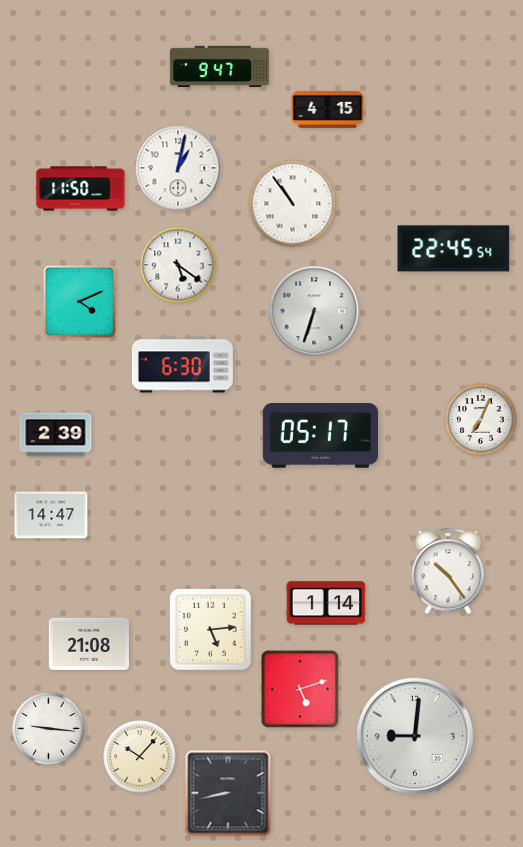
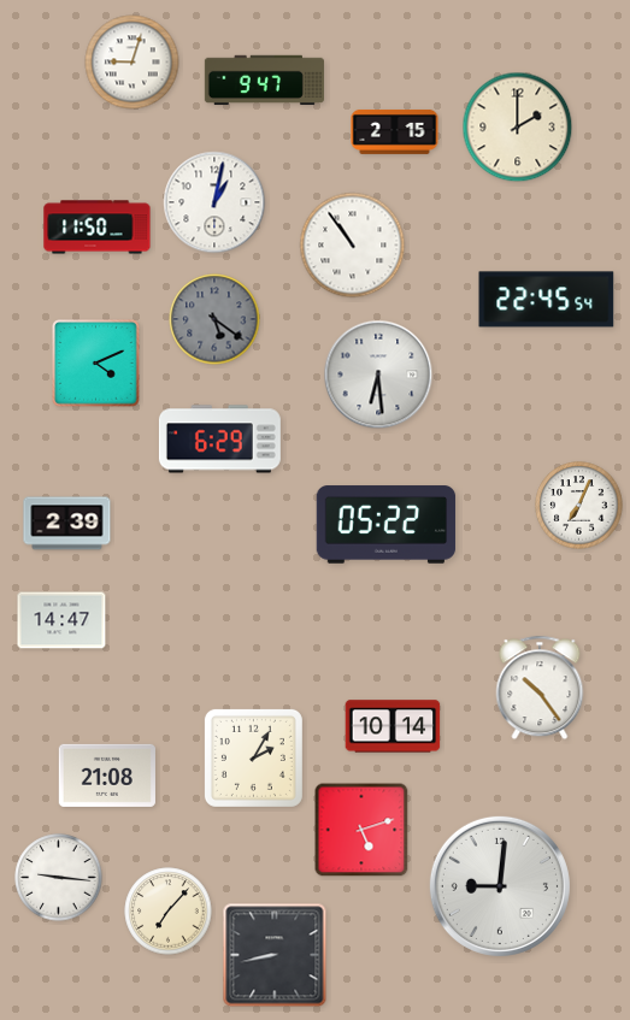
clock at (133, 63): none -> 9:03
clock at (518, 128): none -> 2:00
clock at (328, 109): 4:15 -> 2:15
clock at (178, 265) dial: white -> grey
clock at (314, 311): 6:33 -> 6:29
clock at (182, 365): 6:30 -> 6:29
clock at (321, 436): 05:17 -> 05:22
clock at (326, 603): 1:14 -> 10:14
clock at (210, 629): 5:14 -> 2:05
clock at (140, 757): 10:07 -> 7:07
